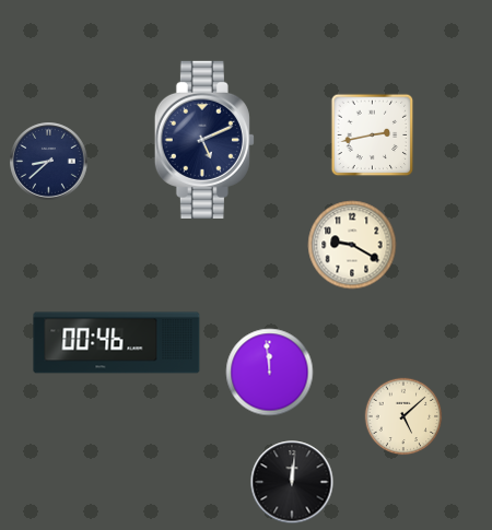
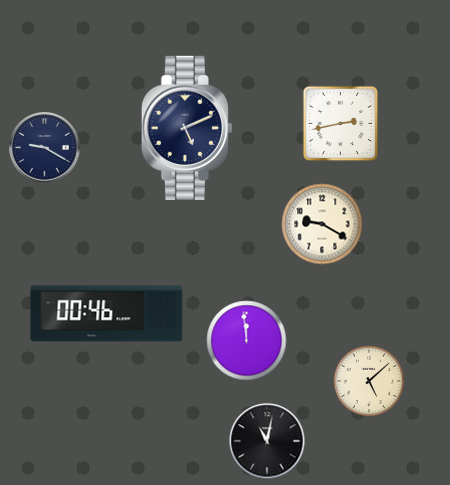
clock at (49, 162): 8:38 -> 9:20
clock at (292, 482): 12:01 -> 11:02
